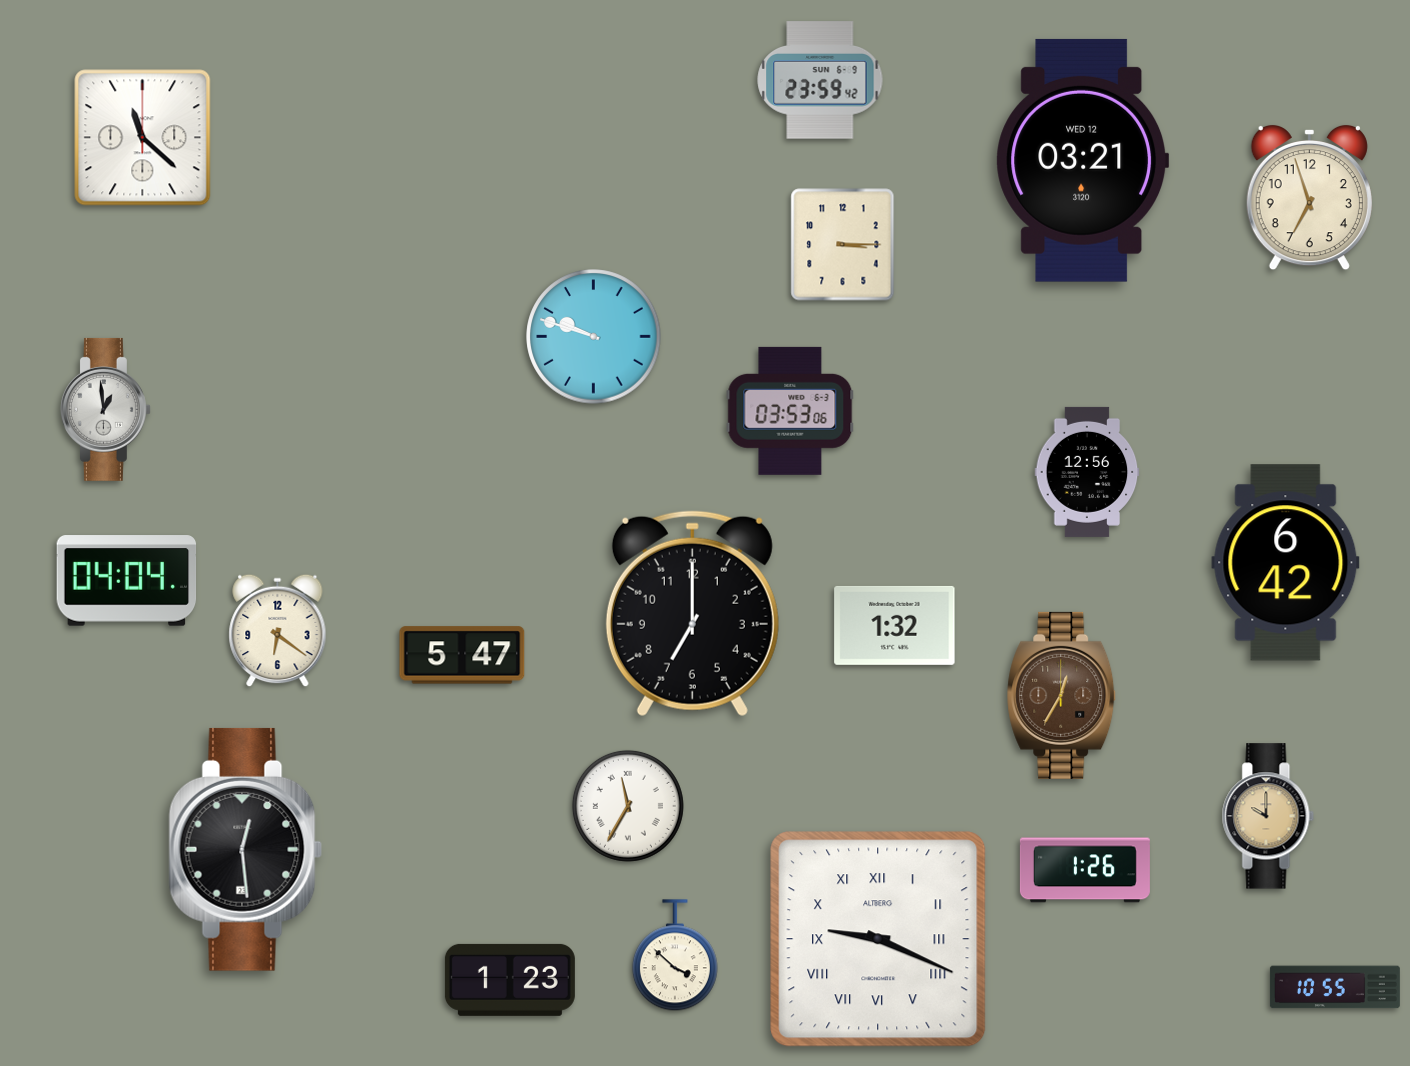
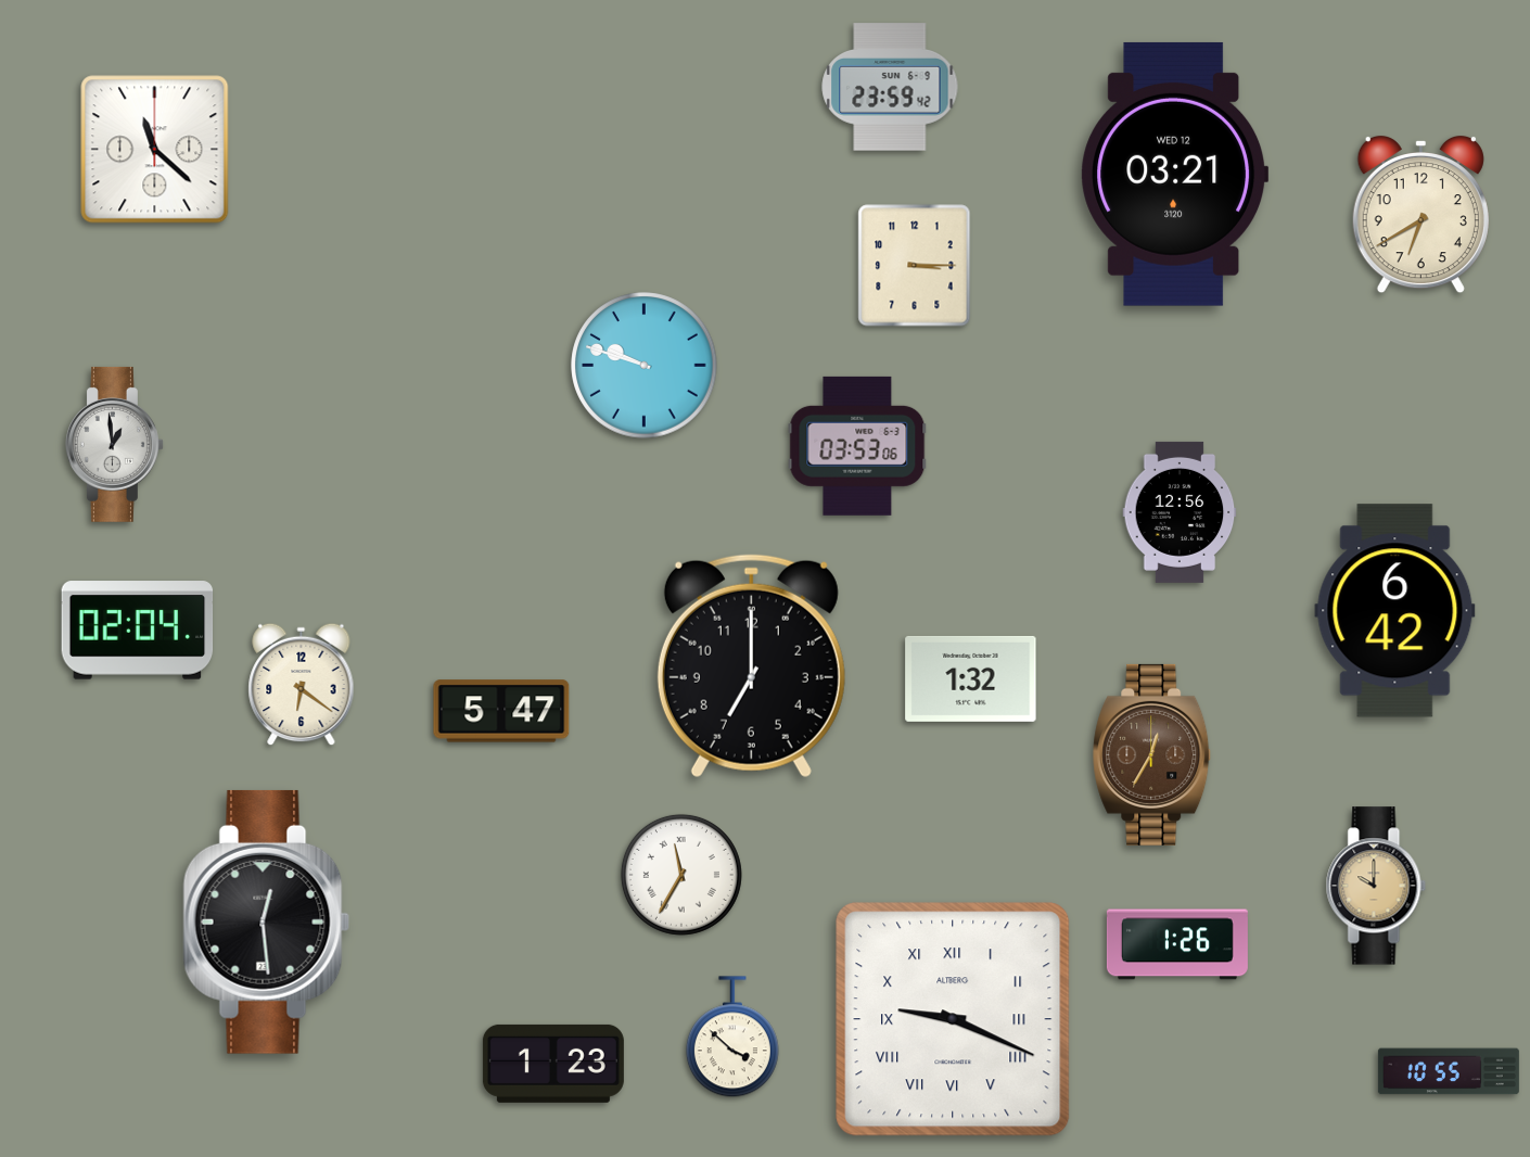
clock at (1309, 198): 6:57 -> 6:40
clock at (127, 581): 04:04 -> 02:04
